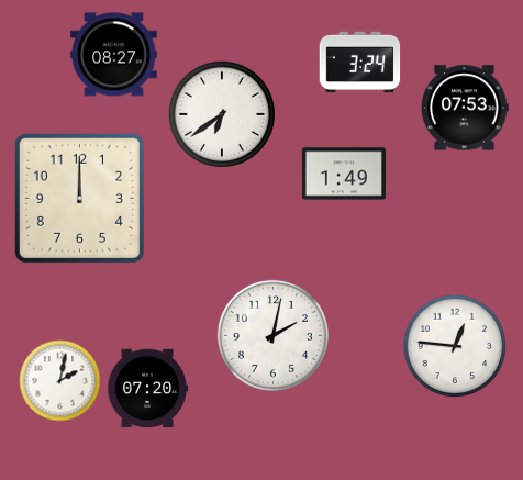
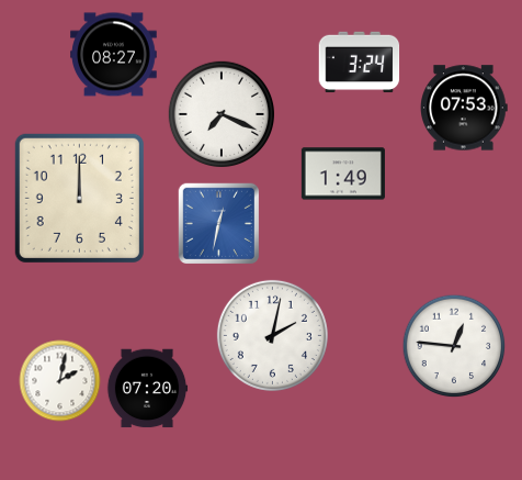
clock at (221, 113): 6:39 -> 7:19
clock at (219, 224): none -> 12:32
